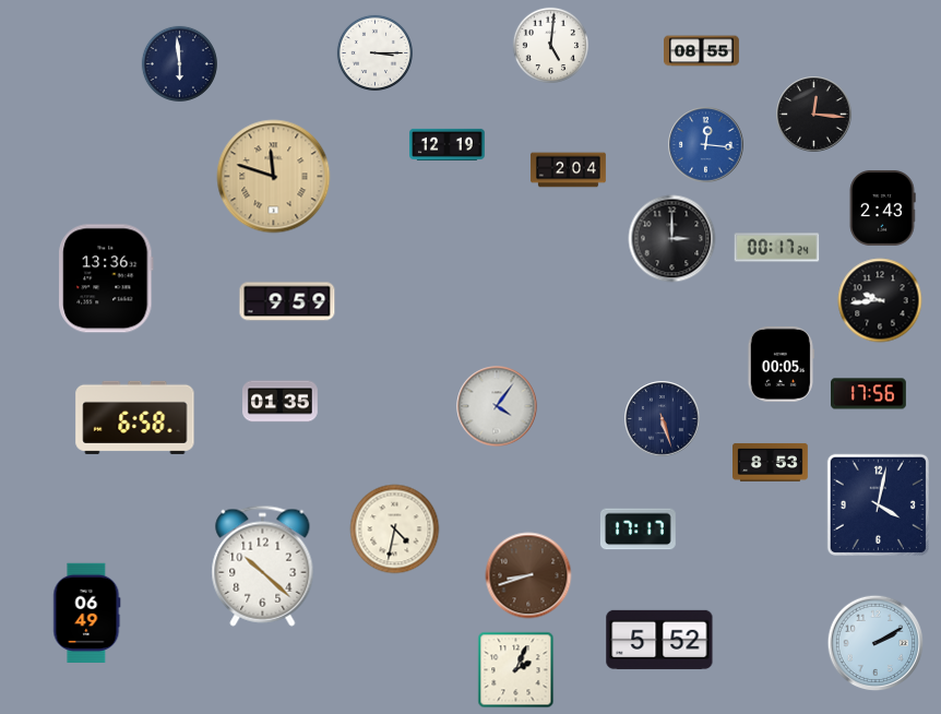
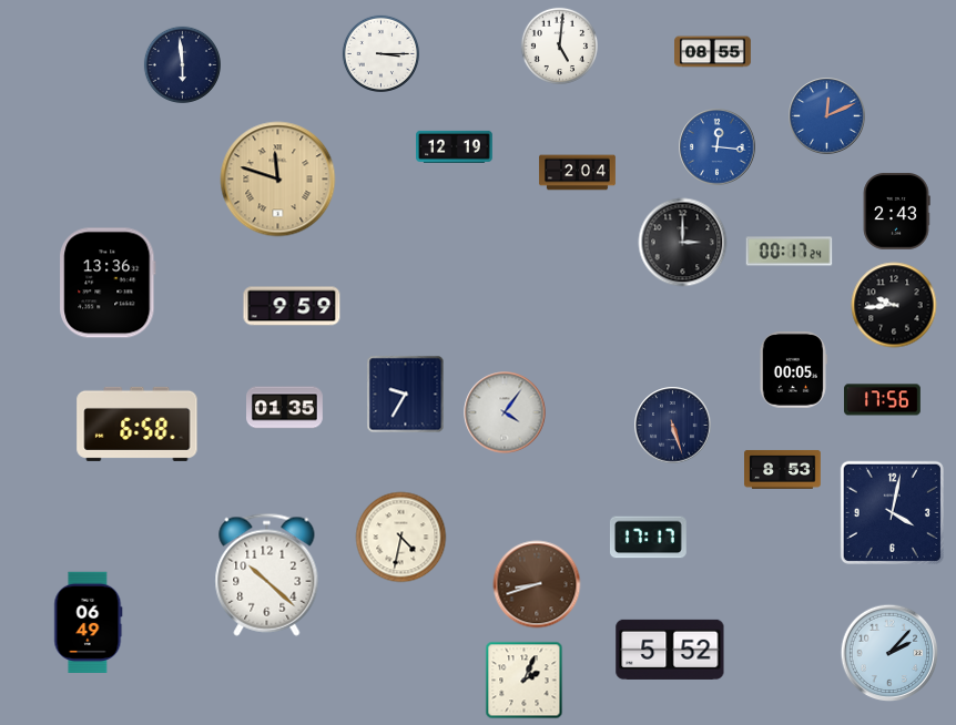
clock at (814, 115): 12:16 -> 12:11
clock at (814, 115) dial: black -> blue
clock at (406, 395): none -> 9:35
clock at (876, 643): 2:10 -> 2:07
